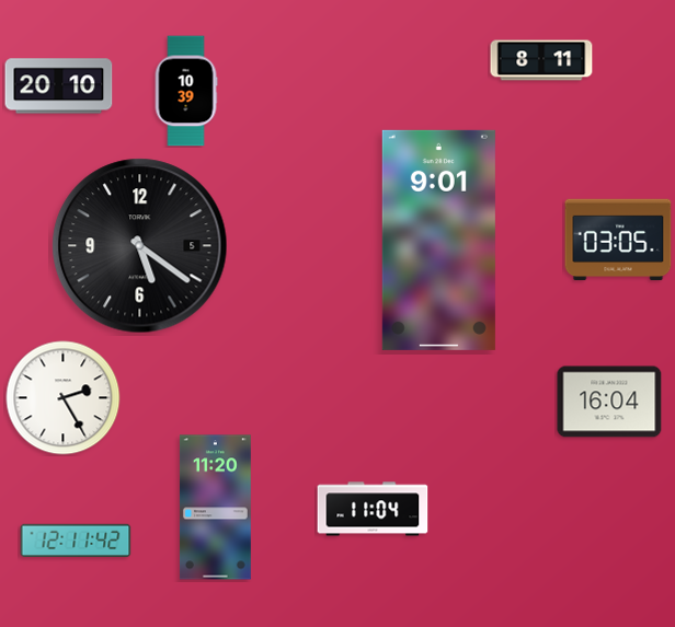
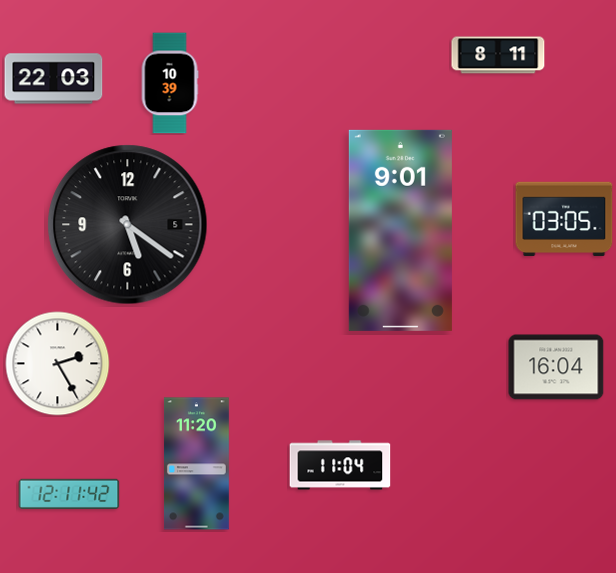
clock at (541, 60) position: (541, 60) -> (498, 55)
clock at (59, 86): 20:10 -> 22:03
clock at (438, 240) position: (438, 240) -> (400, 230)
